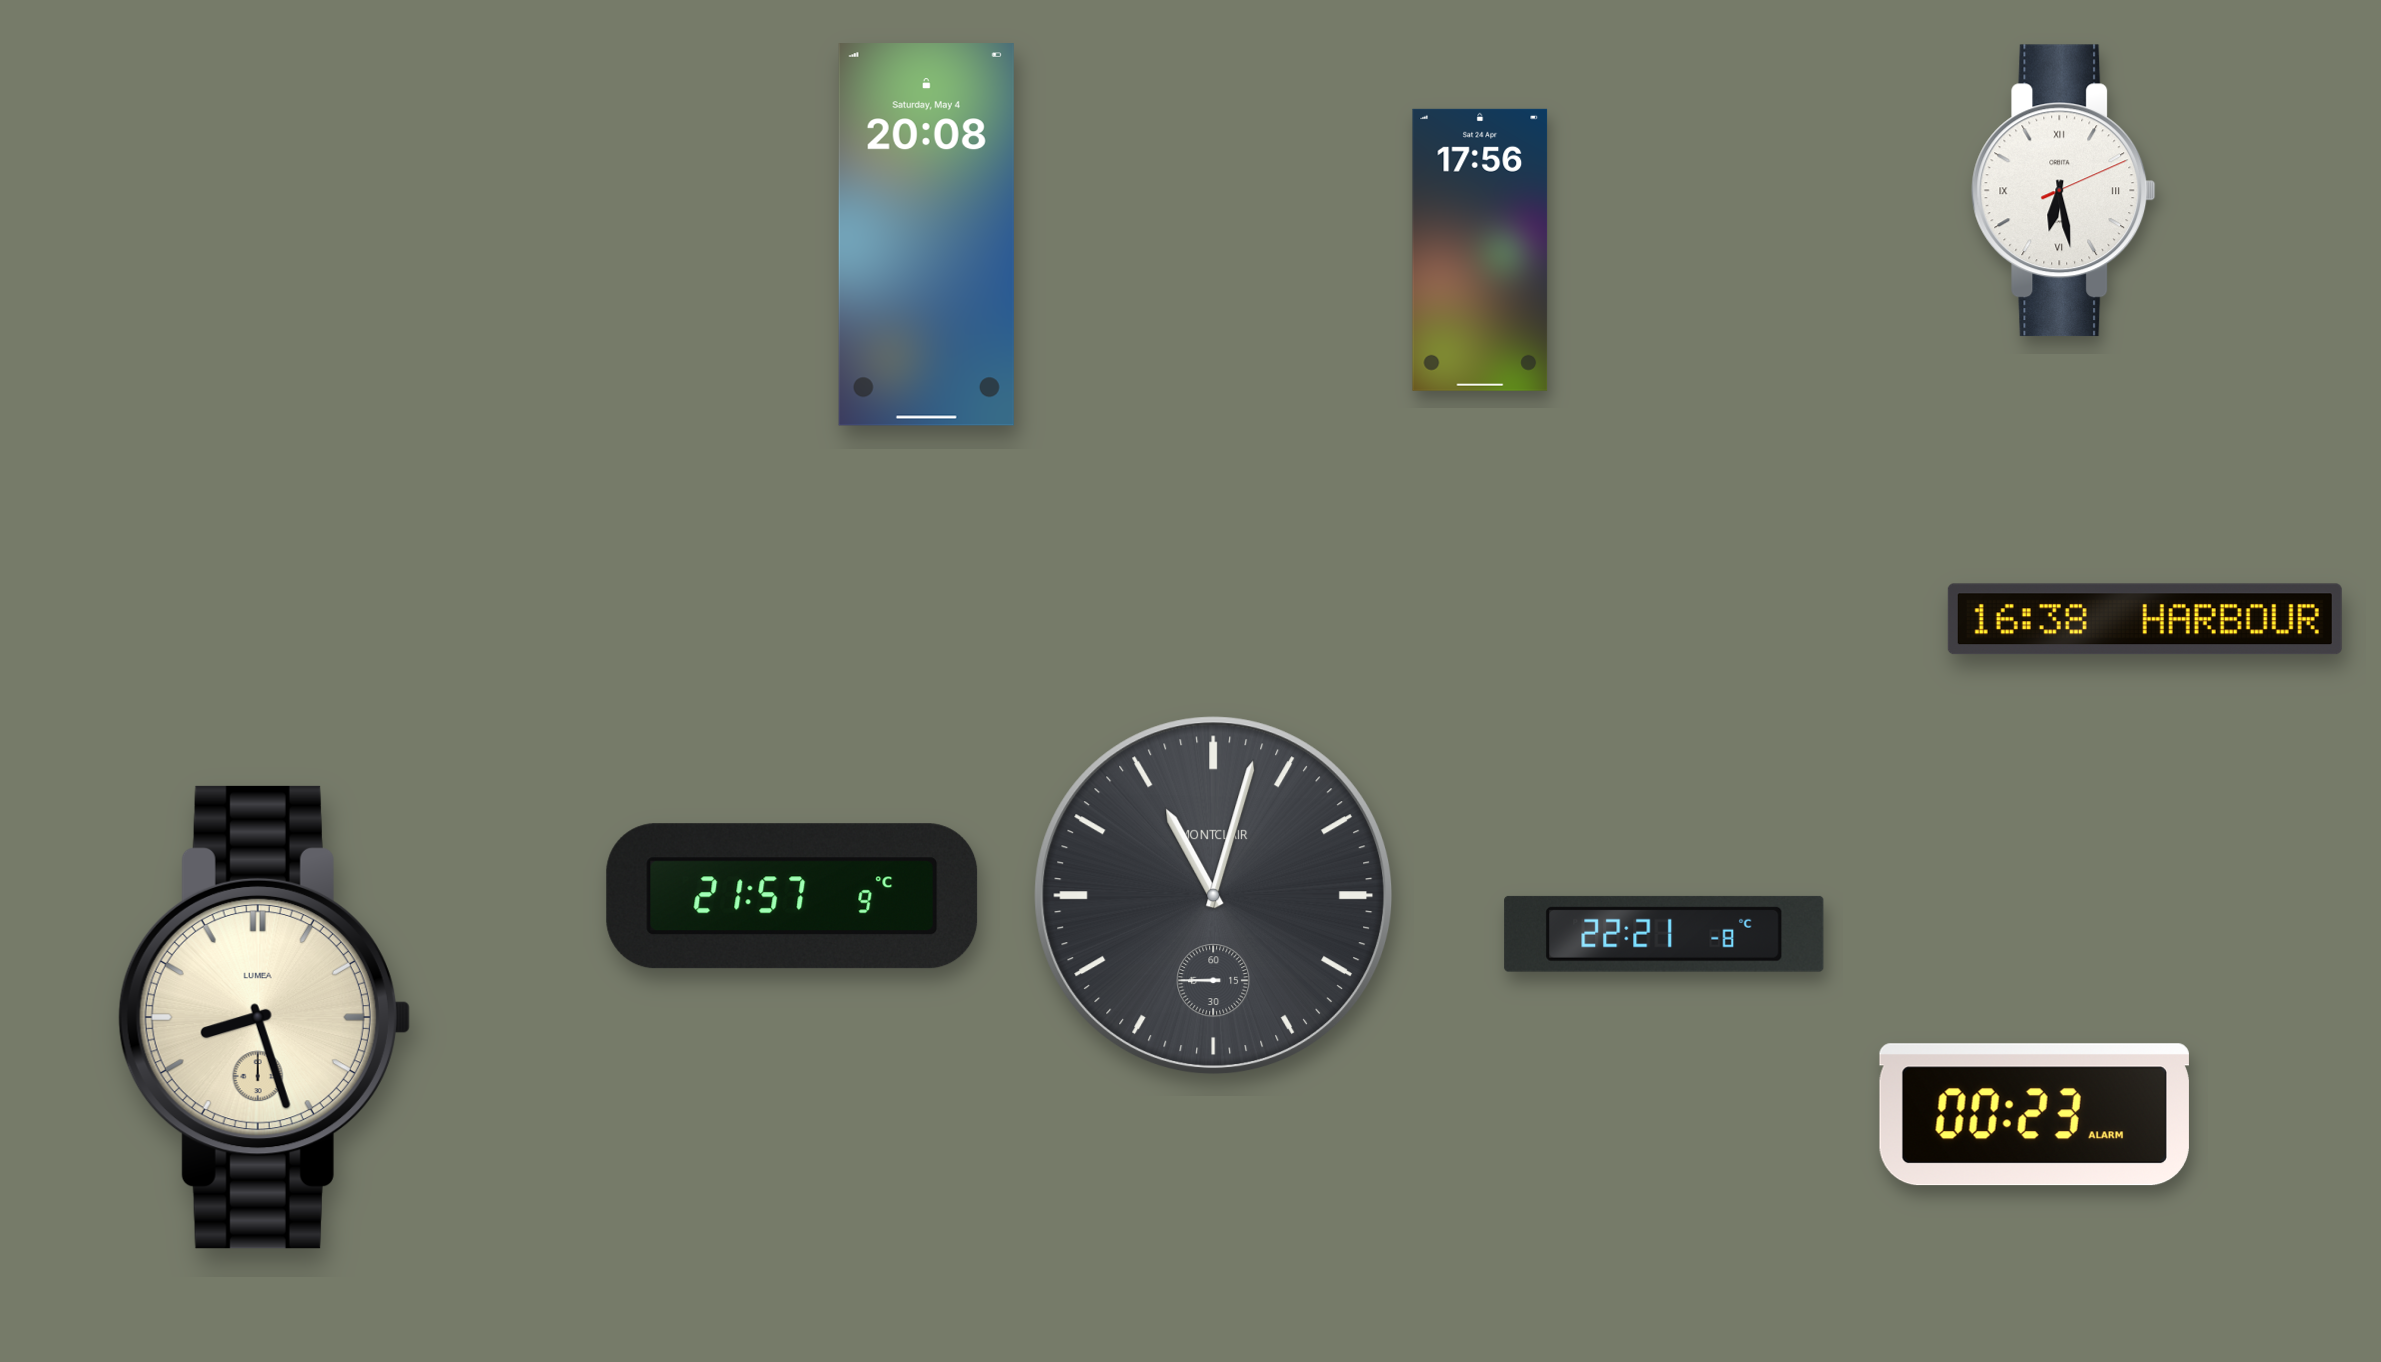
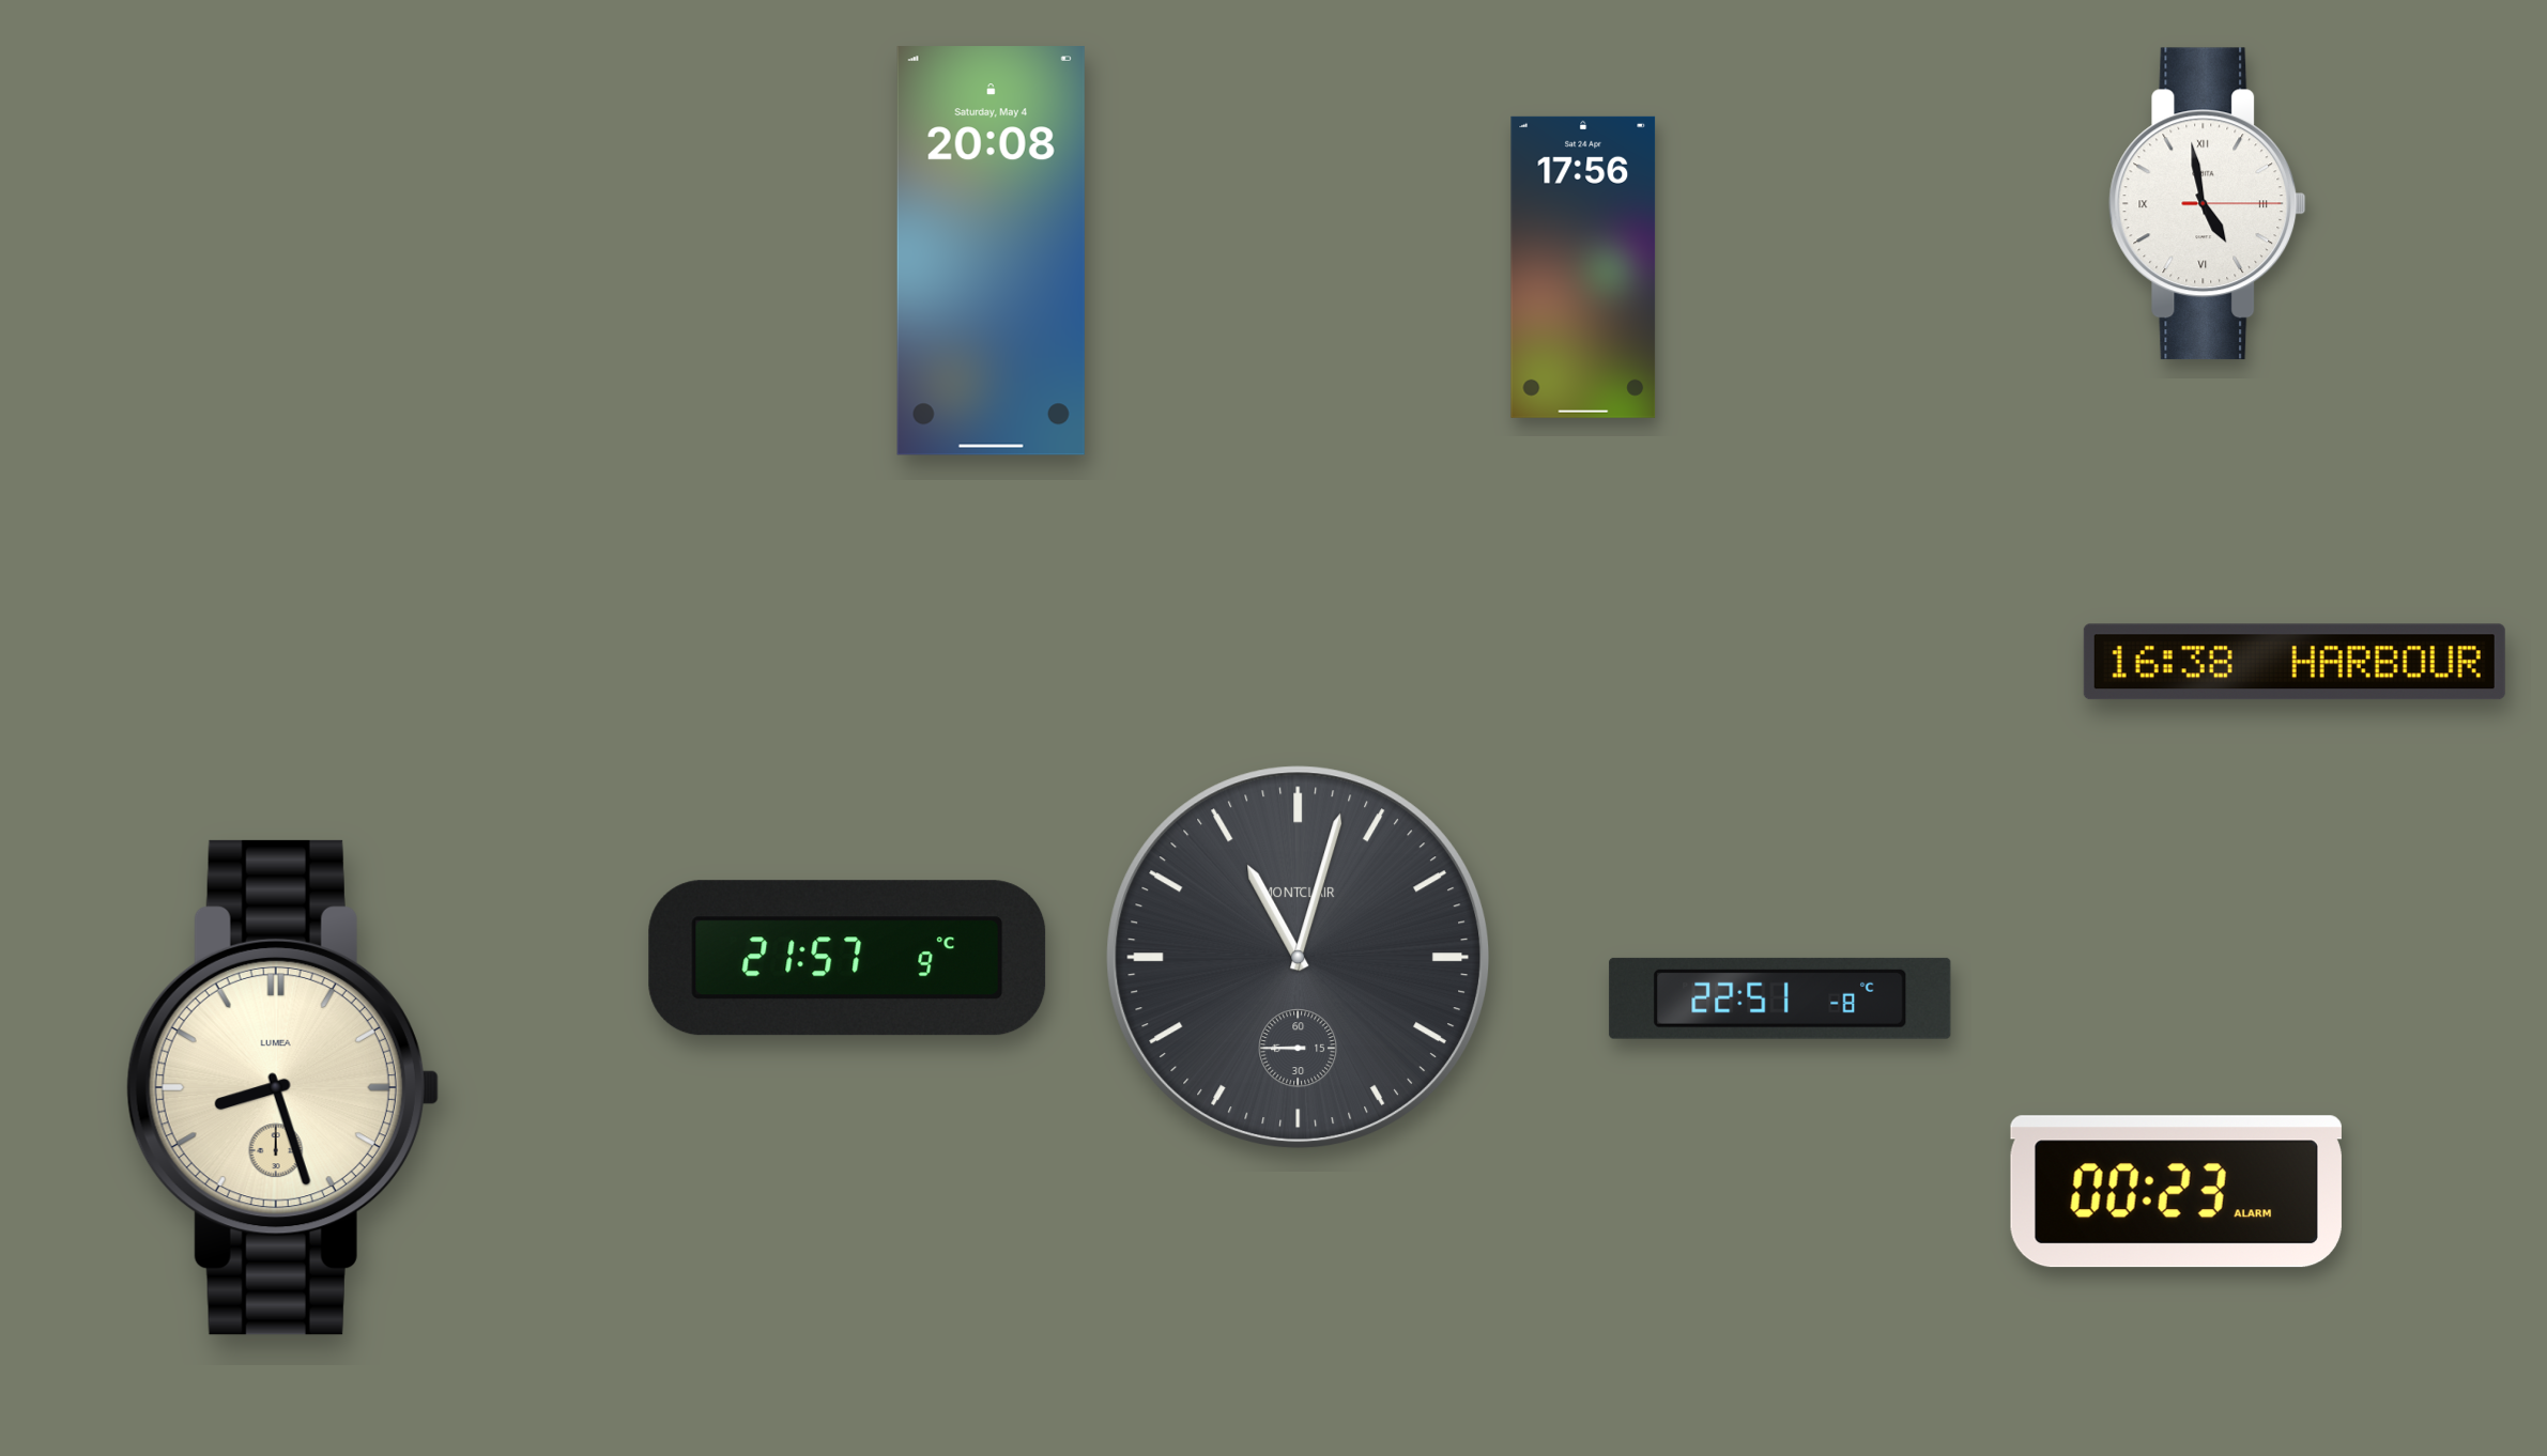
clock at (2064, 191): 6:28 -> 4:58
clock at (1664, 934): 22:21 -> 22:51
